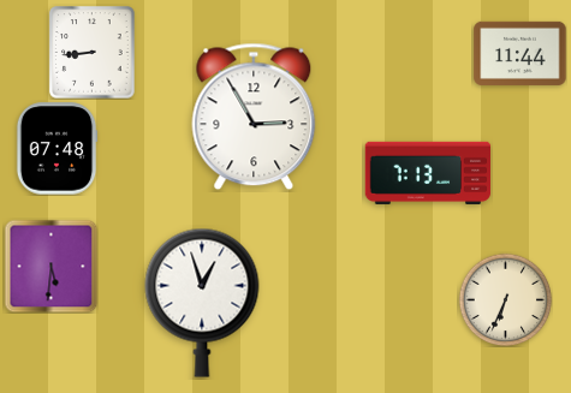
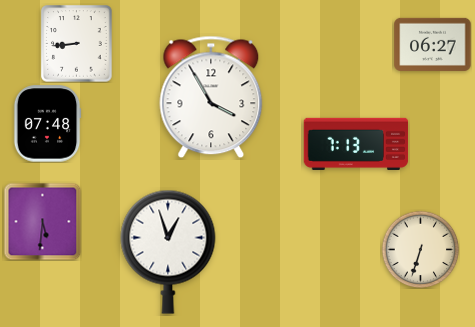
clock at (521, 53): 11:44 -> 06:27
clock at (254, 117): 2:55 -> 3:55
clock at (505, 299): 6:34 -> 6:33
